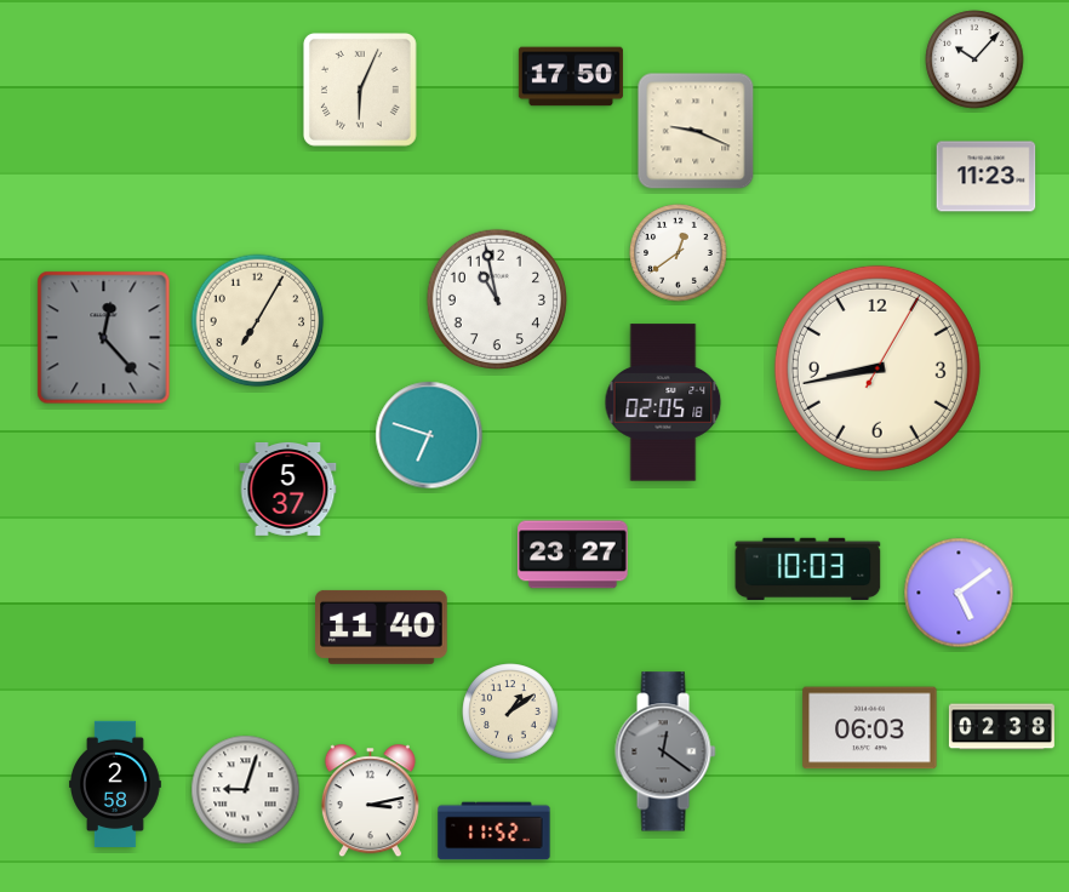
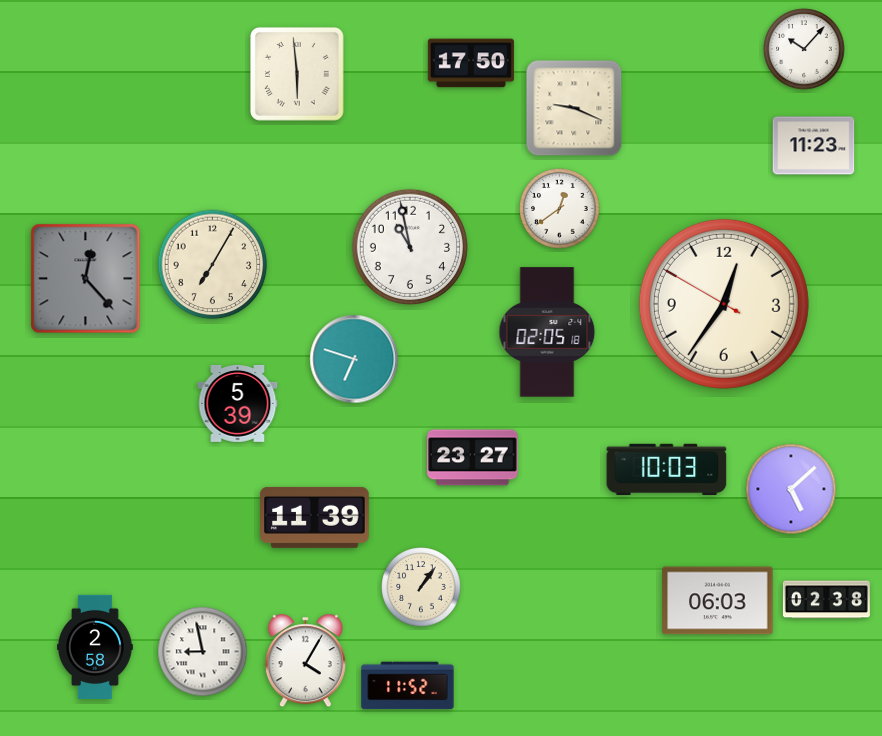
clock at (360, 90): 6:04 -> 5:59
clock at (878, 368): 8:43 -> 12:35
clock at (288, 488): 5:37 -> 5:39
clock at (959, 593): 5:09 -> 5:08
clock at (382, 627): 11:40 -> 11:39
clock at (510, 711): 1:09 -> 1:06
clock at (665, 751): 12:21 -> none
clock at (246, 790): 9:03 -> 8:58
clock at (370, 801): 3:13 -> 4:05
